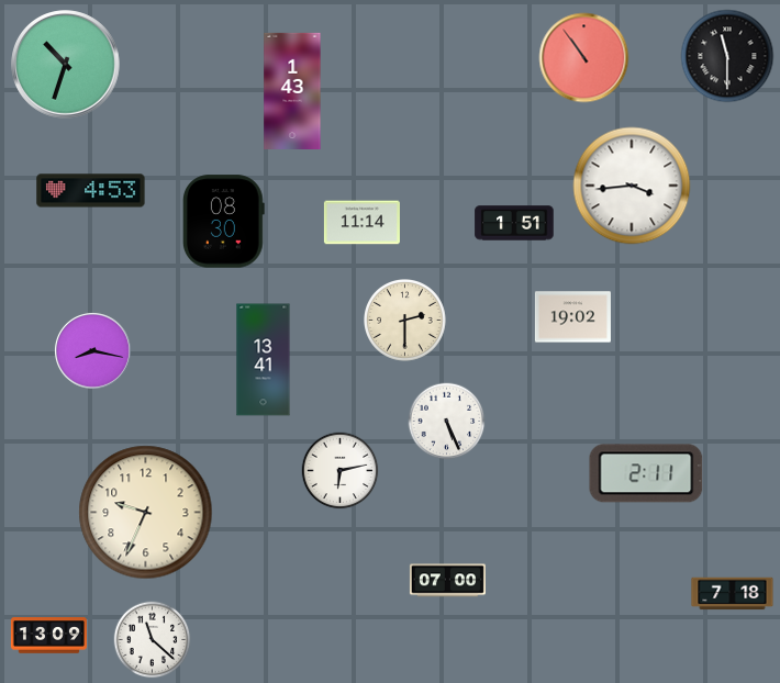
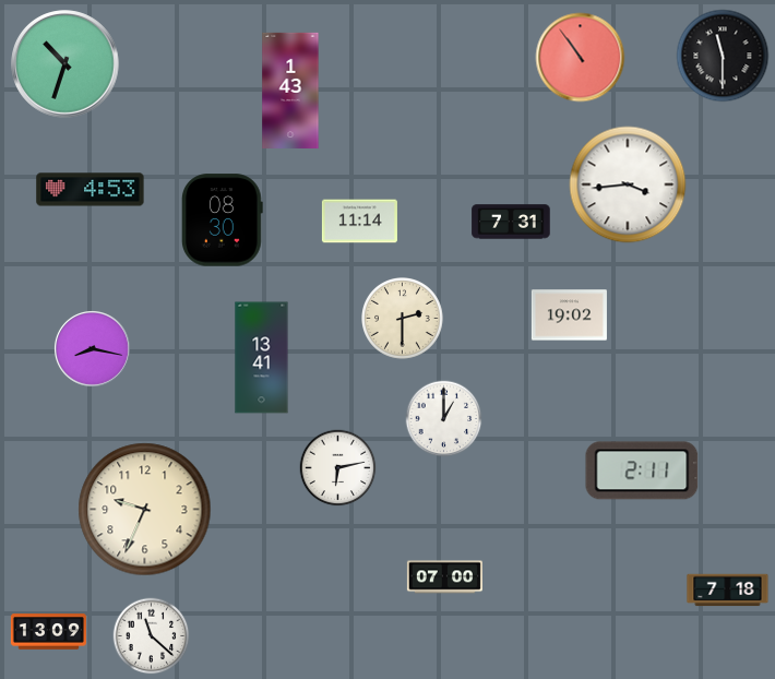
clock at (514, 223): 1:51 -> 7:31
clock at (447, 422): 5:26 -> 1:00
